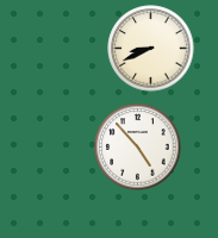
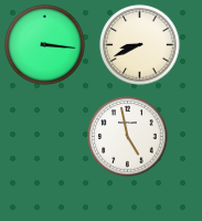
clock at (45, 45): none -> 3:16
clock at (138, 148): 4:53 -> 4:58
